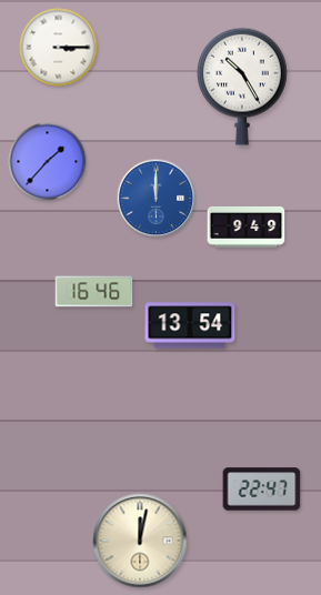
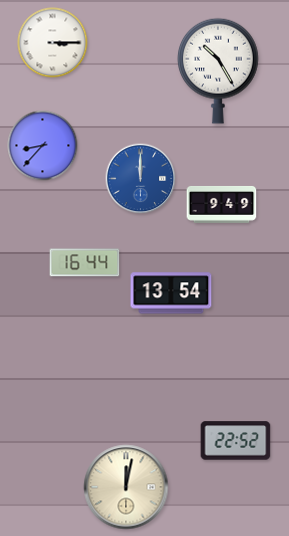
clock at (243, 87) position: (243, 87) -> (219, 71)
clock at (48, 162): 1:37 -> 8:37
clock at (94, 292): 16:46 -> 16:44
clock at (262, 490): 22:47 -> 22:52
